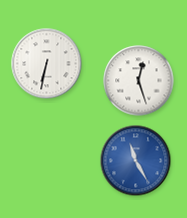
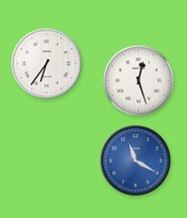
clock at (47, 64): 6:32 -> 6:36
clock at (136, 161): 11:25 -> 11:20
